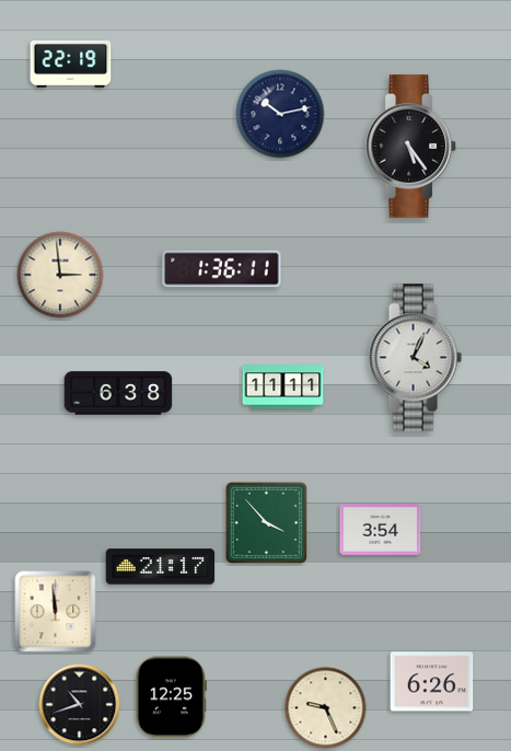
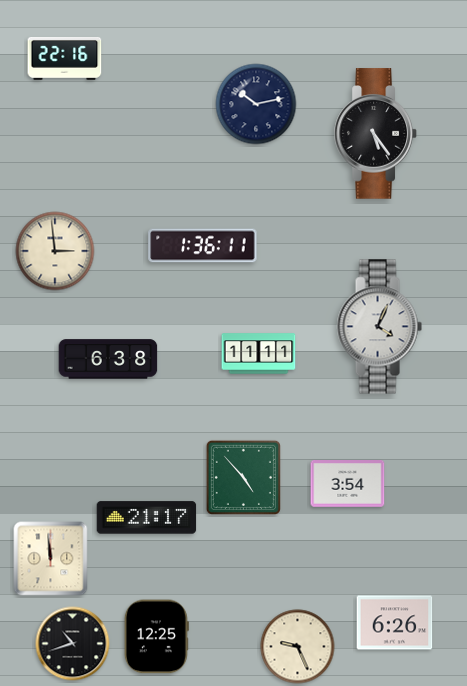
clock at (71, 63): 22:19 -> 22:16
clock at (266, 522): 3:53 -> 4:53
